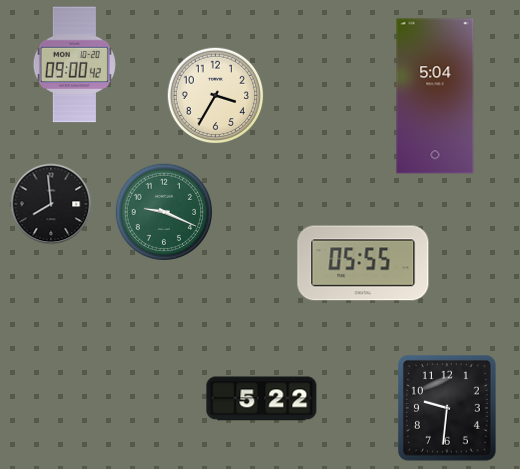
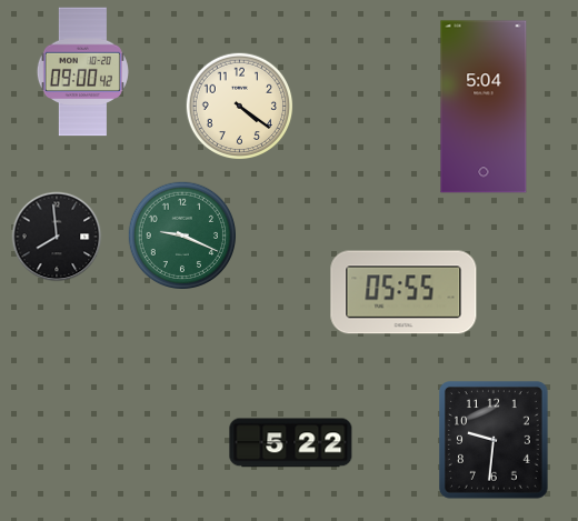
clock at (216, 96): 3:35 -> 4:21
clock at (51, 204) position: (51, 204) -> (57, 237)
clock at (447, 408) position: (447, 408) -> (494, 440)
